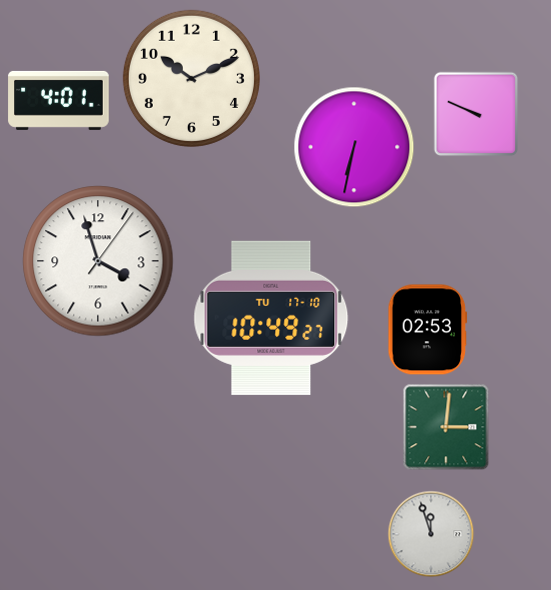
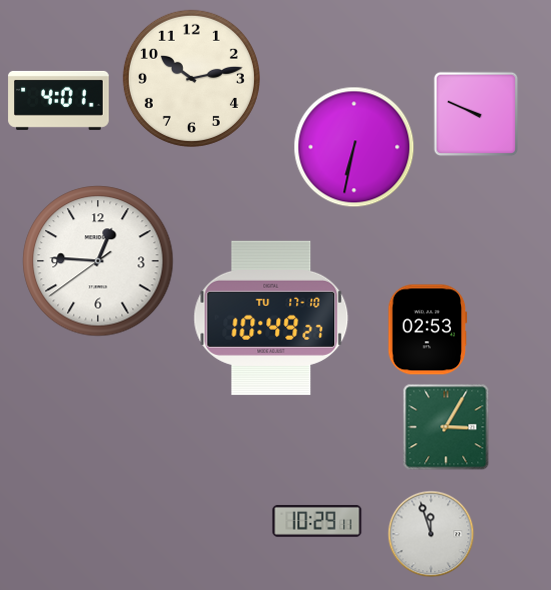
clock at (191, 78): 10:11 -> 10:13
clock at (98, 261): 3:57 -> 12:45
clock at (446, 427): 3:01 -> 3:05
clock at (317, 521): none -> 10:29
